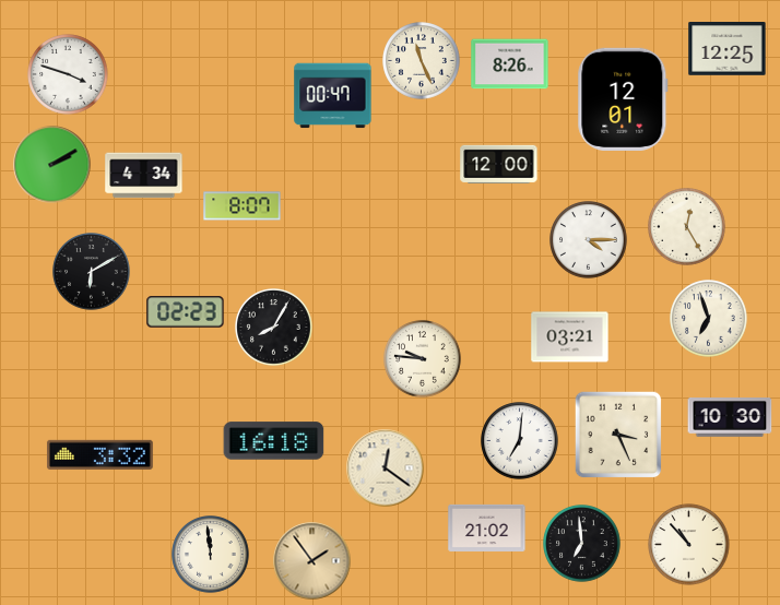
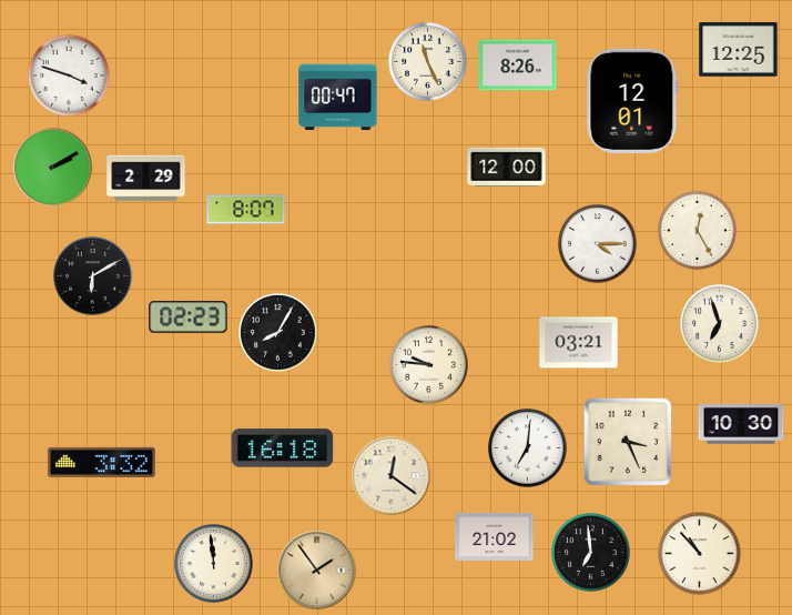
clock at (144, 176): 4:34 -> 2:29
clock at (274, 441) position: (274, 441) -> (283, 448)
